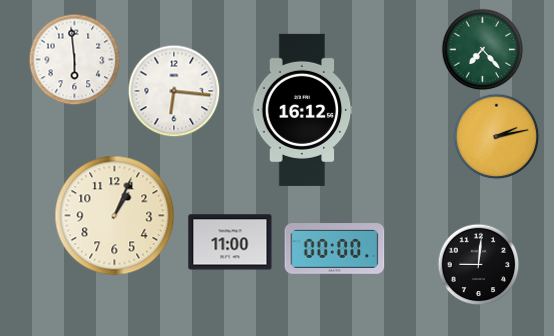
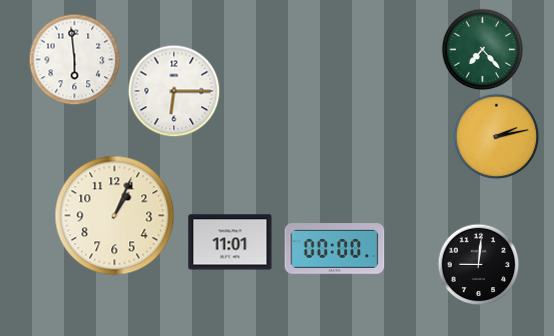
clock at (174, 91): 6:16 -> 6:15
clock at (302, 110): 16:12 -> none
clock at (230, 242): 11:00 -> 11:01
